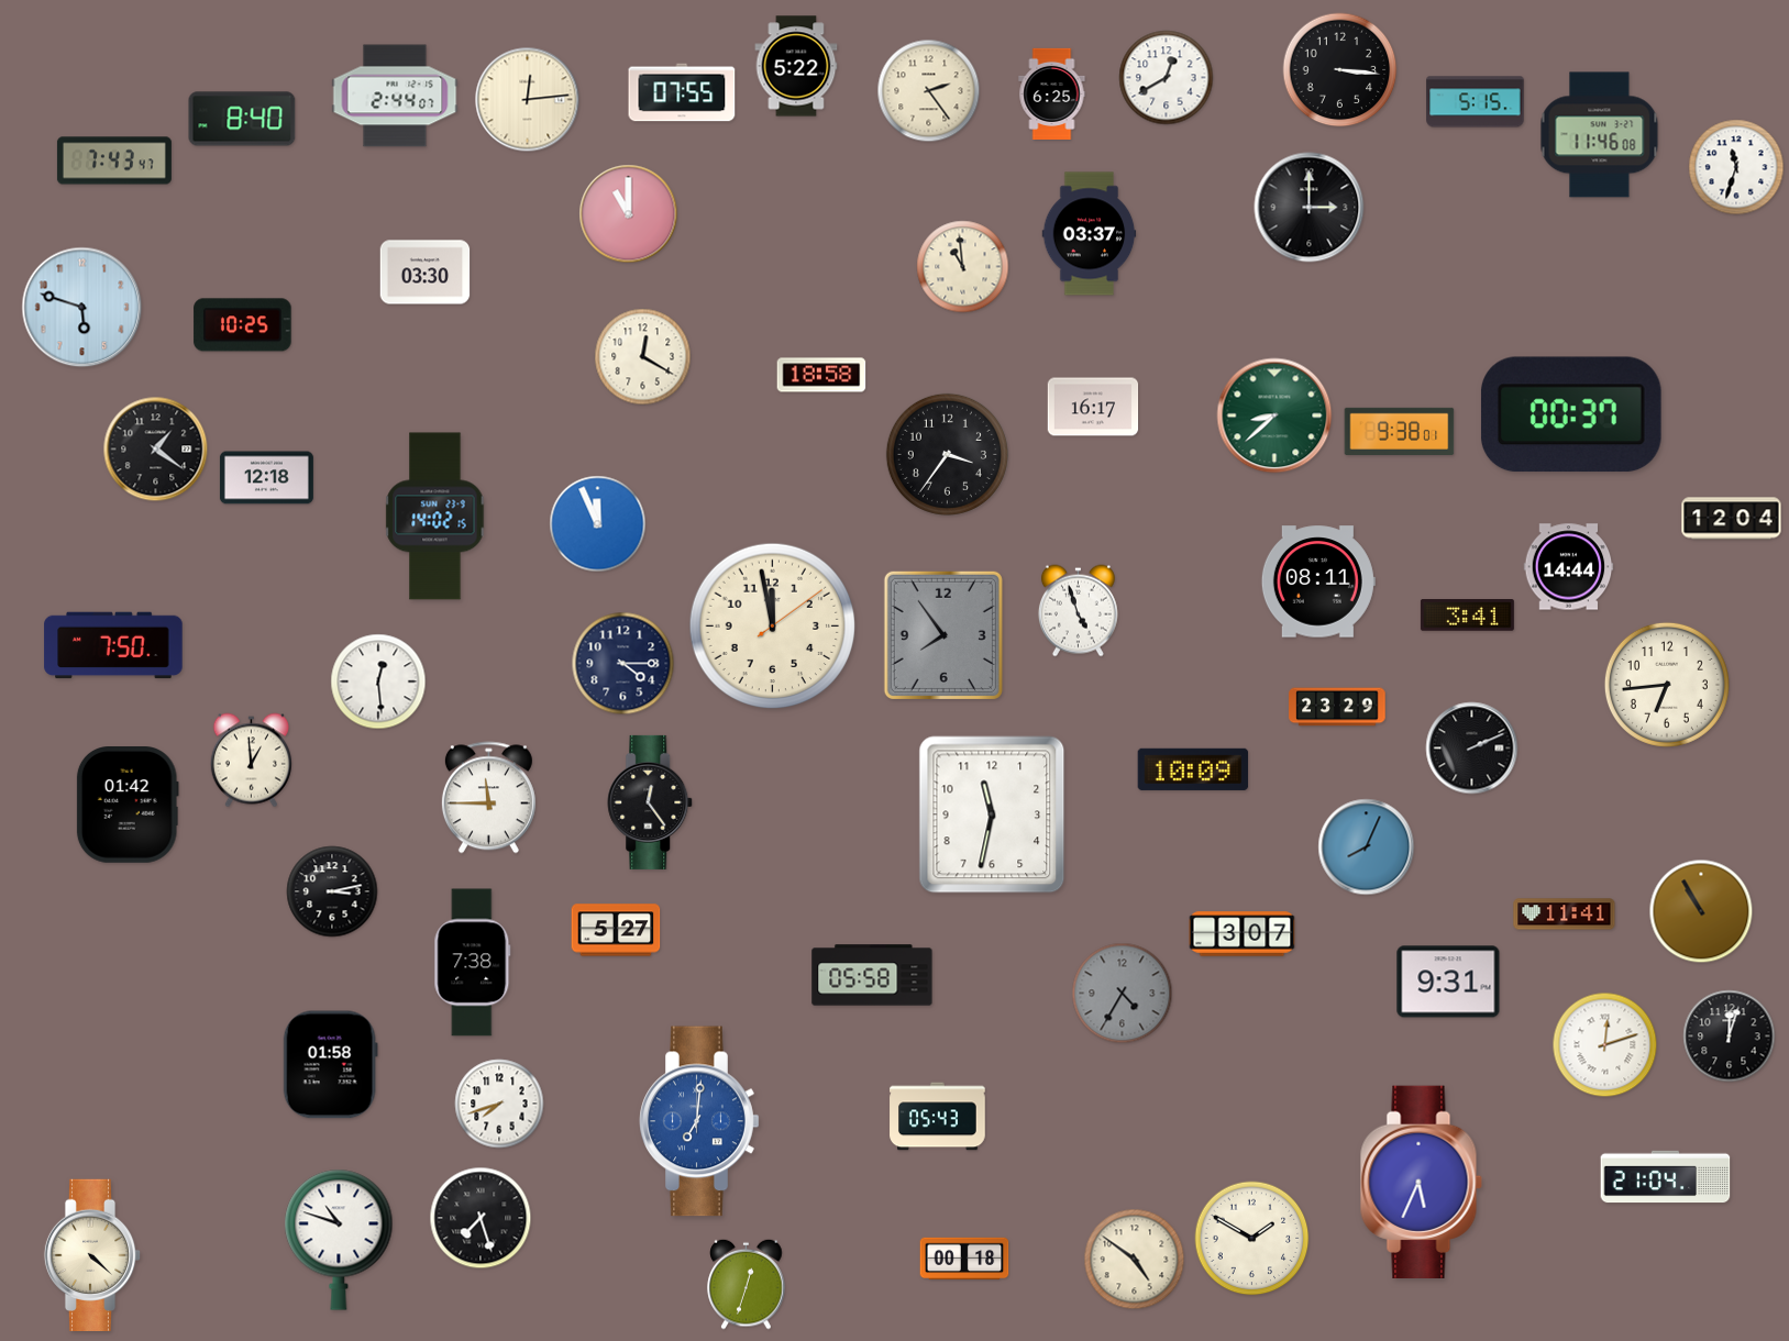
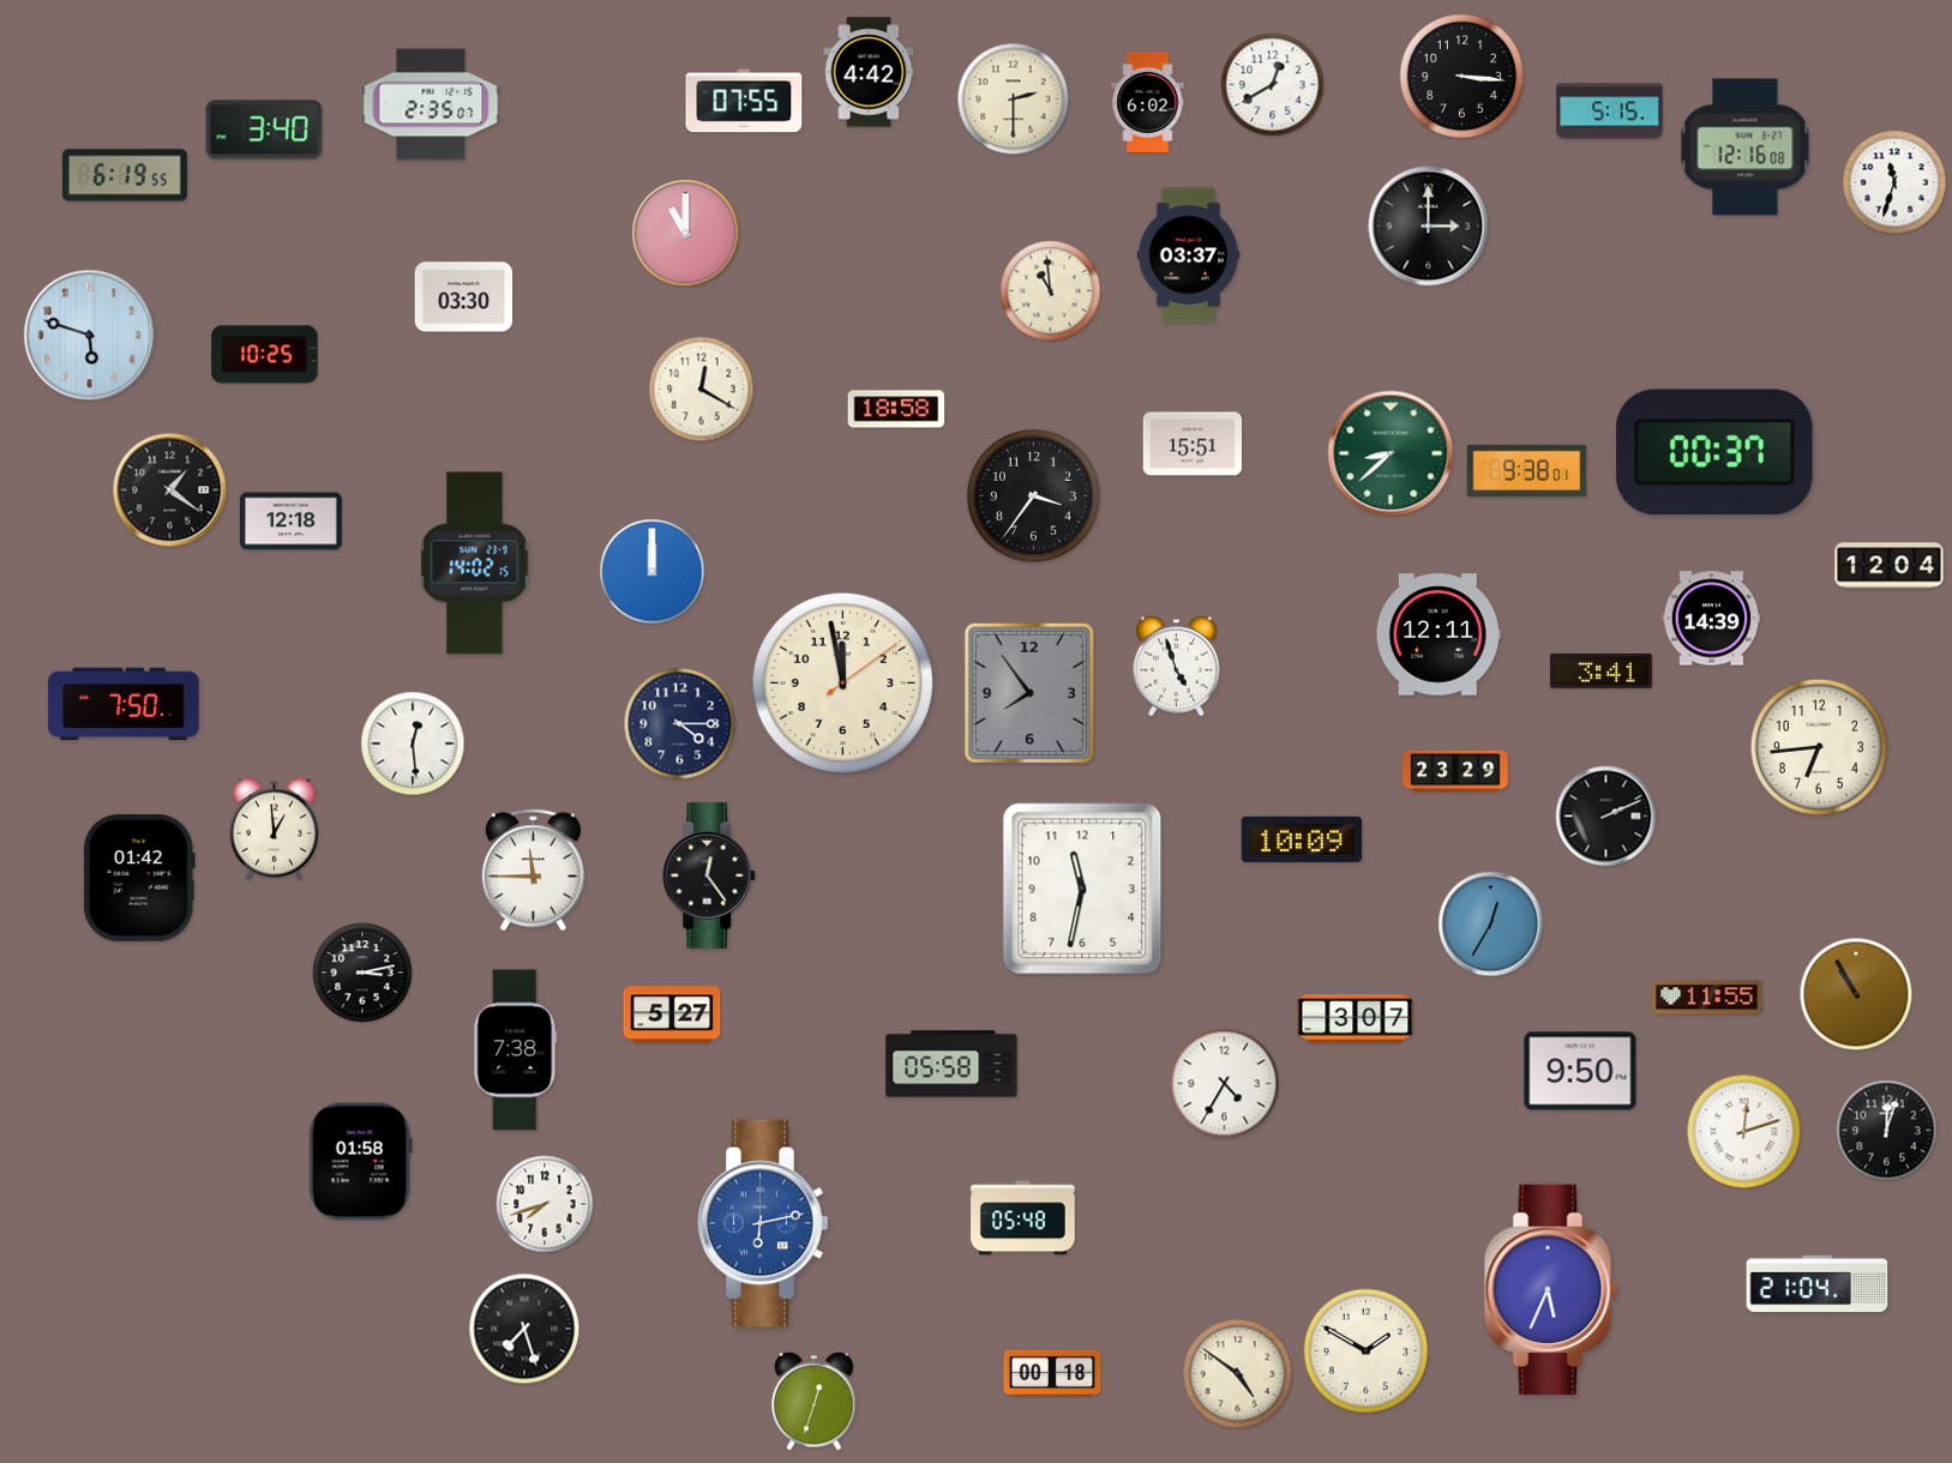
clock at (796, 66): 5:22 -> 4:42
clock at (929, 91): 2:24 -> 2:30
clock at (1052, 93): 6:25 -> 6:02
clock at (395, 96): 2:44 -> 2:35
clock at (528, 100): 12:14 -> none
clock at (242, 119): 8:40 -> 3:40
clock at (1600, 135): 11:46 -> 12:16
clock at (114, 160): 7:43 -> 6:19
clock at (1093, 407): 16:17 -> 15:51
clock at (598, 524): 11:56 -> 12:00
clock at (1569, 567): 14:44 -> 14:39
clock at (1318, 581): 08:11 -> 12:11
clock at (1337, 707) position: (1337, 707) -> (1455, 771)
clock at (1367, 847): 8:04 -> 12:35
clock at (1565, 915): 11:41 -> 11:55
clock at (1448, 982): 9:31 -> 9:50
clock at (1123, 994) dial: grey -> white
clock at (1605, 1045) position: (1605, 1045) -> (1744, 1132)
clock at (938, 1117): 05:43 -> 05:48
clock at (699, 1121): 7:01 -> 6:13
clock at (339, 1240): 10:48 -> none
clock at (92, 1254): 4:22 -> none
